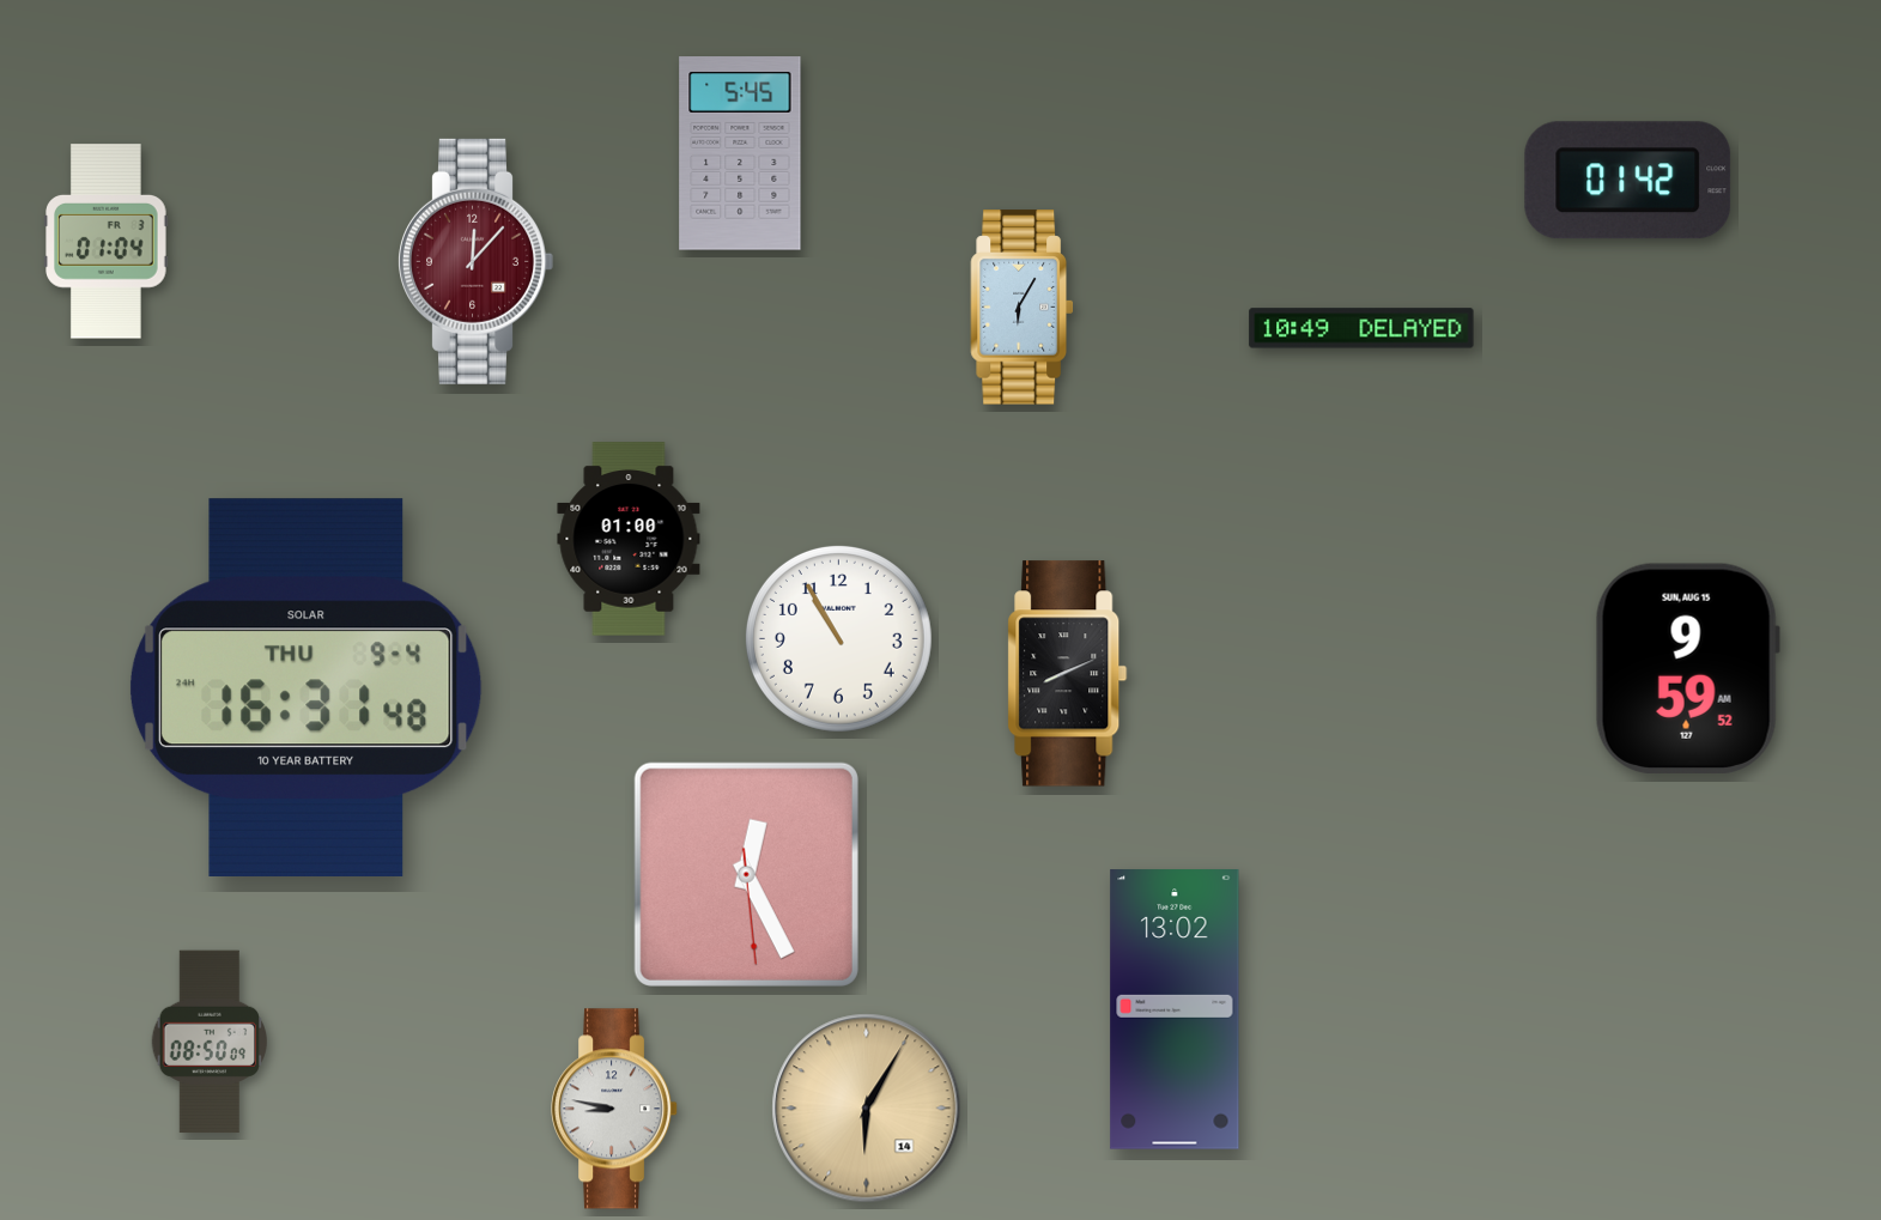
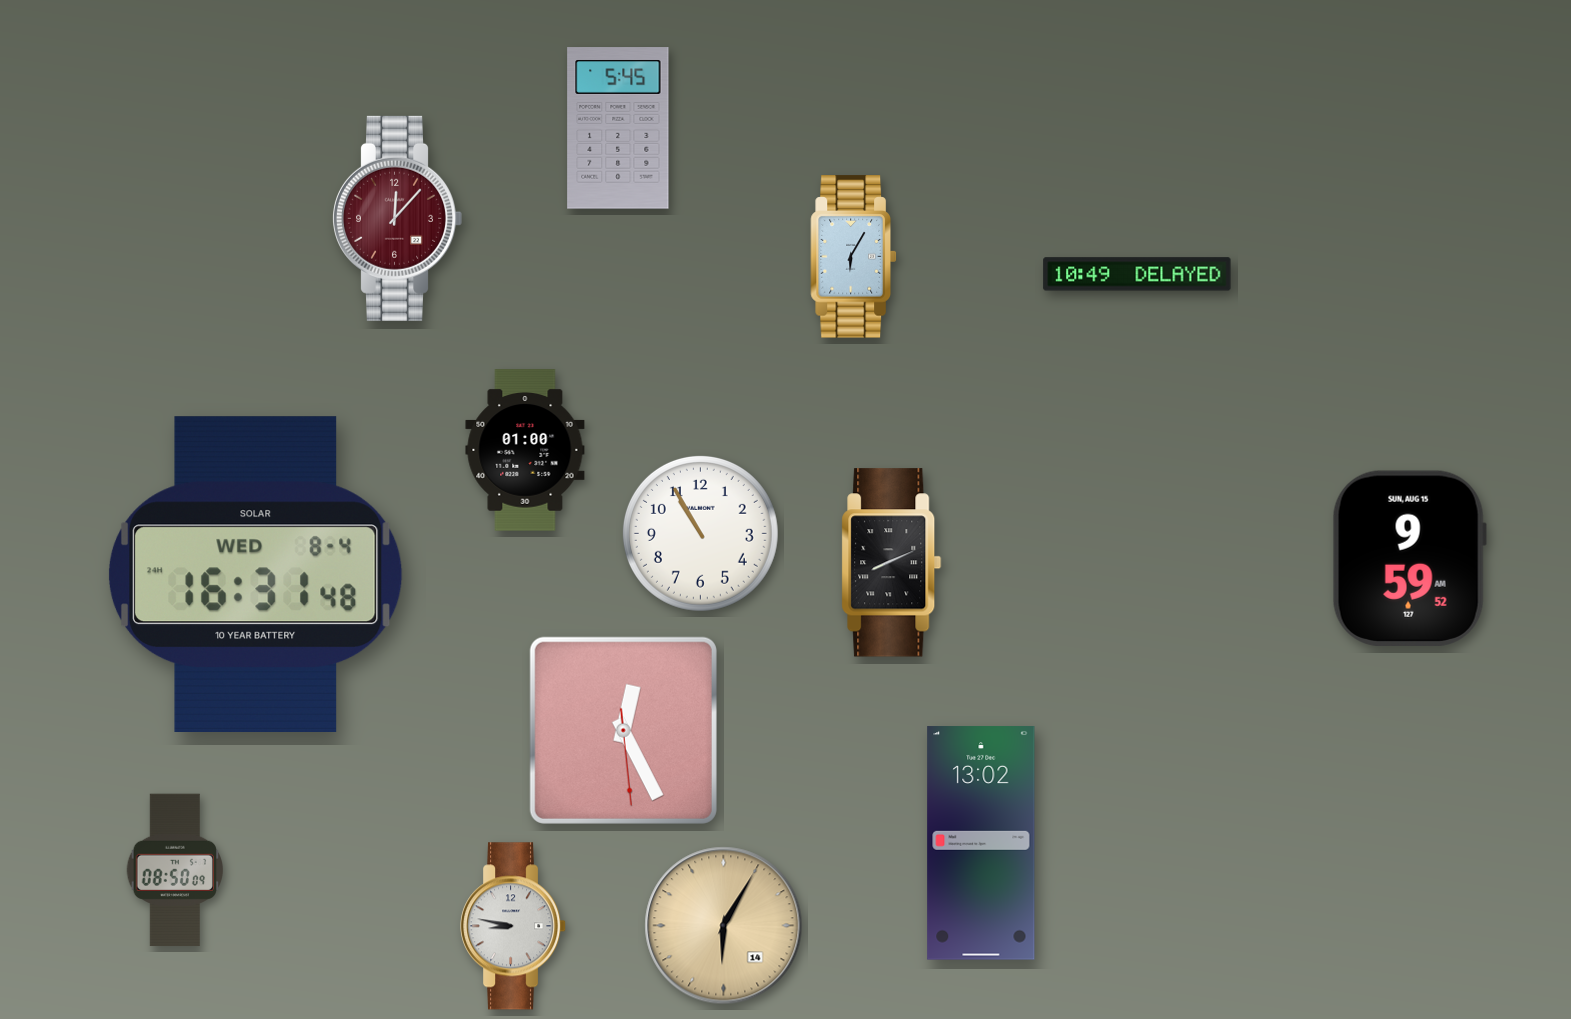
clock at (1628, 181): 01:42 -> none
clock at (107, 242): 01:04 -> none
clock at (305, 687) date: THU 9-4 -> WED 8-4
